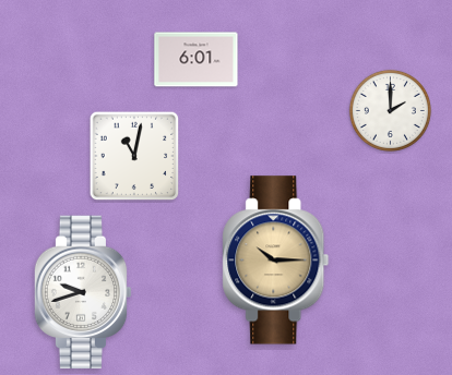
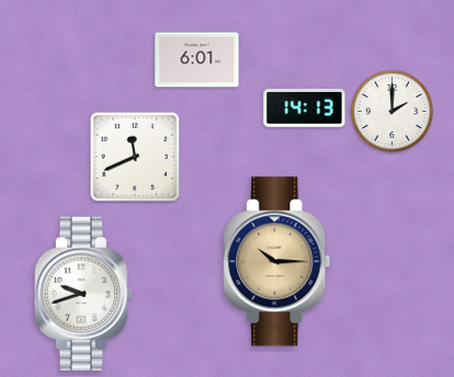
clock at (305, 108): none -> 14:13
clock at (134, 156): 11:02 -> 11:41
